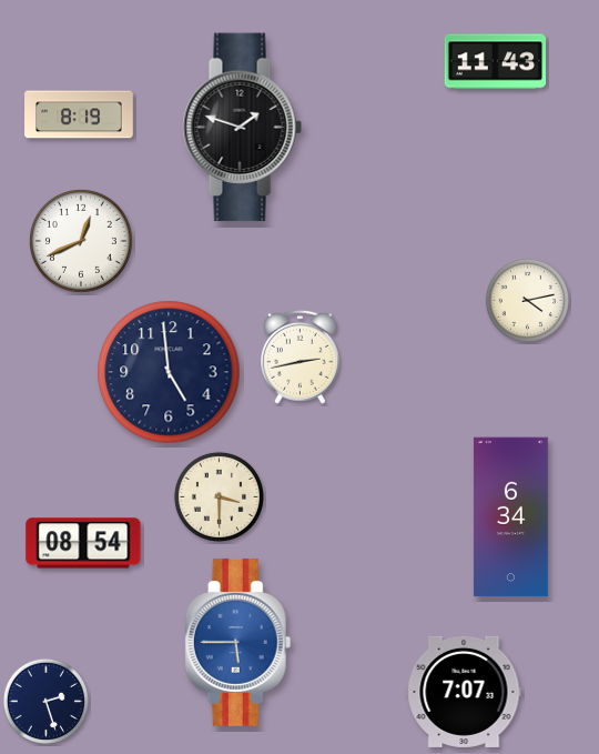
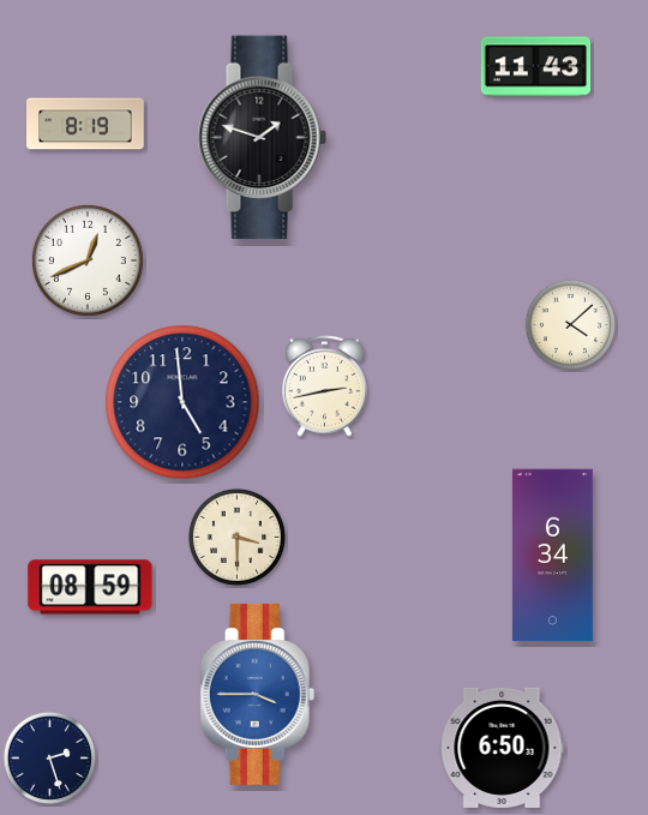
clock at (527, 300): 4:13 -> 4:08
clock at (510, 517) position: (510, 517) -> (552, 556)
clock at (83, 543): 08:54 -> 08:59
clock at (238, 642): 5:45 -> 3:45
clock at (464, 692): 7:07 -> 6:50
